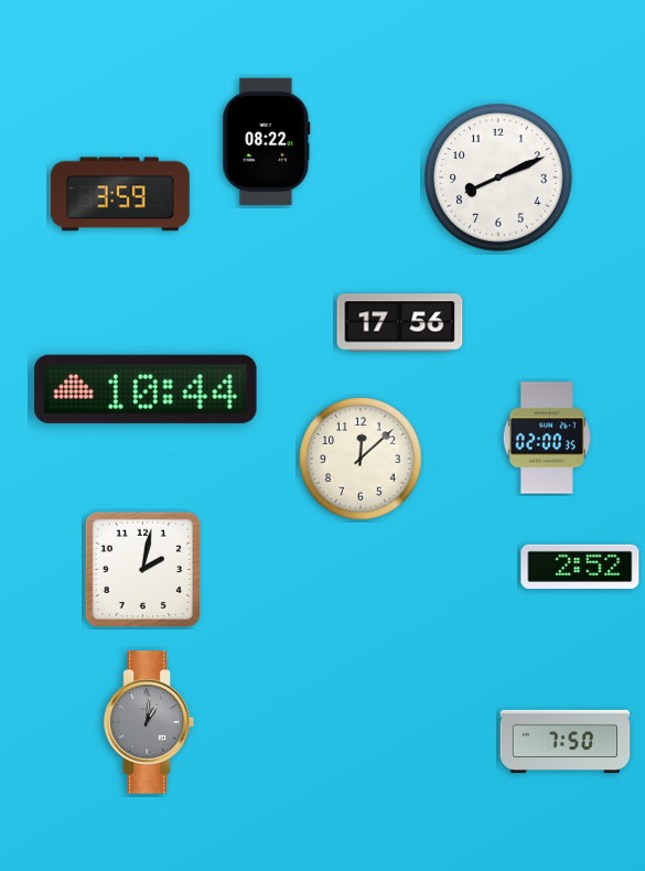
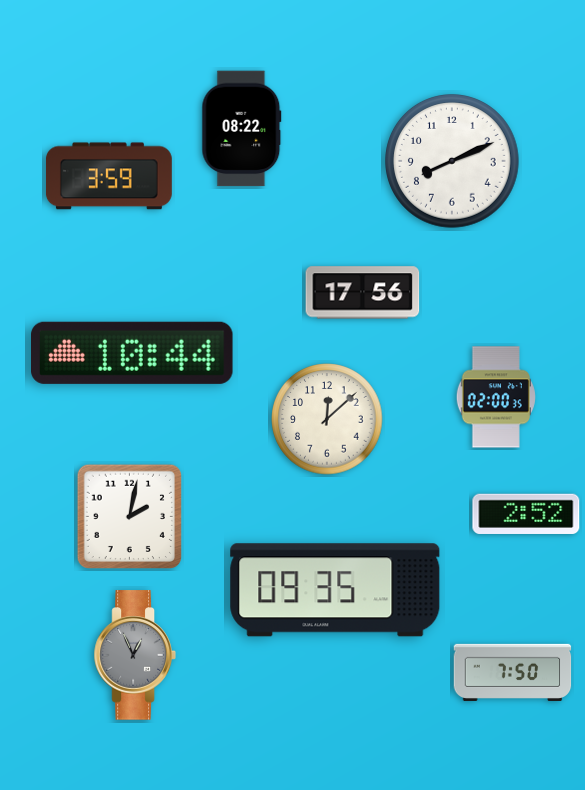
clock at (361, 459) position: (361, 459) -> (327, 419)
clock at (335, 590): none -> 09:35
clock at (149, 722): 1:01 -> 12:56
